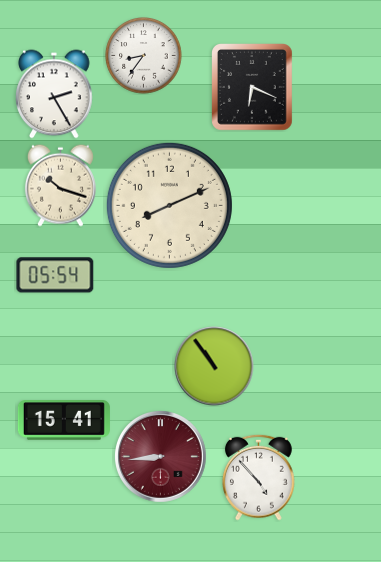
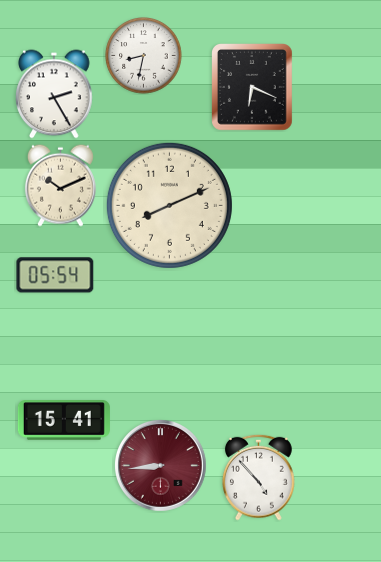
clock at (144, 56): 8:36 -> 8:32
clock at (60, 185): 10:18 -> 10:11
clock at (214, 366): 10:54 -> none
clock at (161, 457) position: (161, 457) -> (161, 466)
